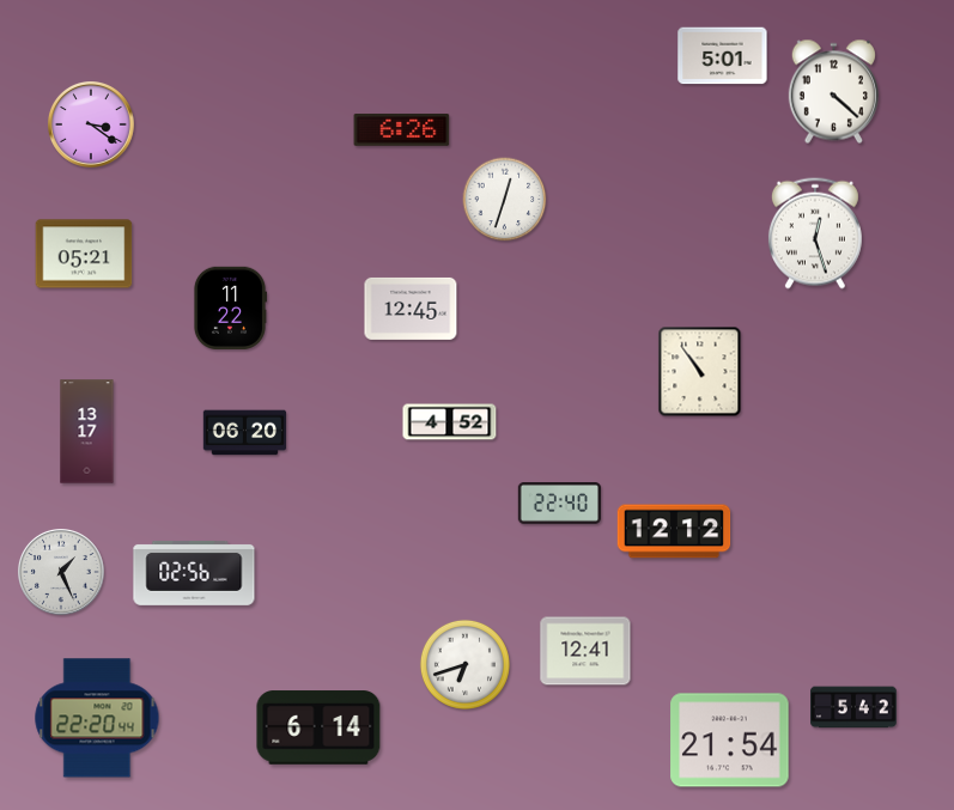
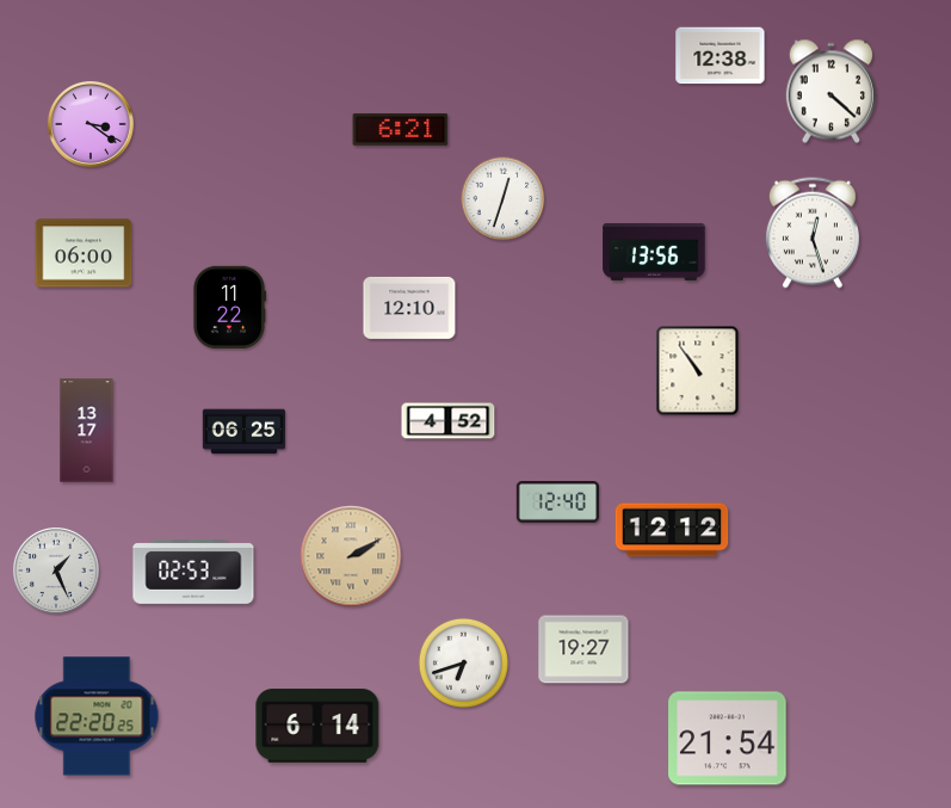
clock at (723, 56): 5:01 -> 12:38
clock at (402, 129): 6:26 -> 6:21
clock at (654, 252): none -> 13:56
clock at (84, 254): 05:21 -> 06:00
clock at (411, 309): 12:45 -> 12:10
clock at (245, 433): 06:20 -> 06:25
clock at (560, 504): 22:40 -> 12:40
clock at (351, 556): none -> 2:10
clock at (62, 573) position: (62, 573) -> (57, 572)
clock at (194, 573): 02:56 -> 02:53
clock at (585, 651): 12:41 -> 19:27
clock at (853, 707): 5:42 -> none
clock at (97, 718): 22:20:44 -> 22:20:25
